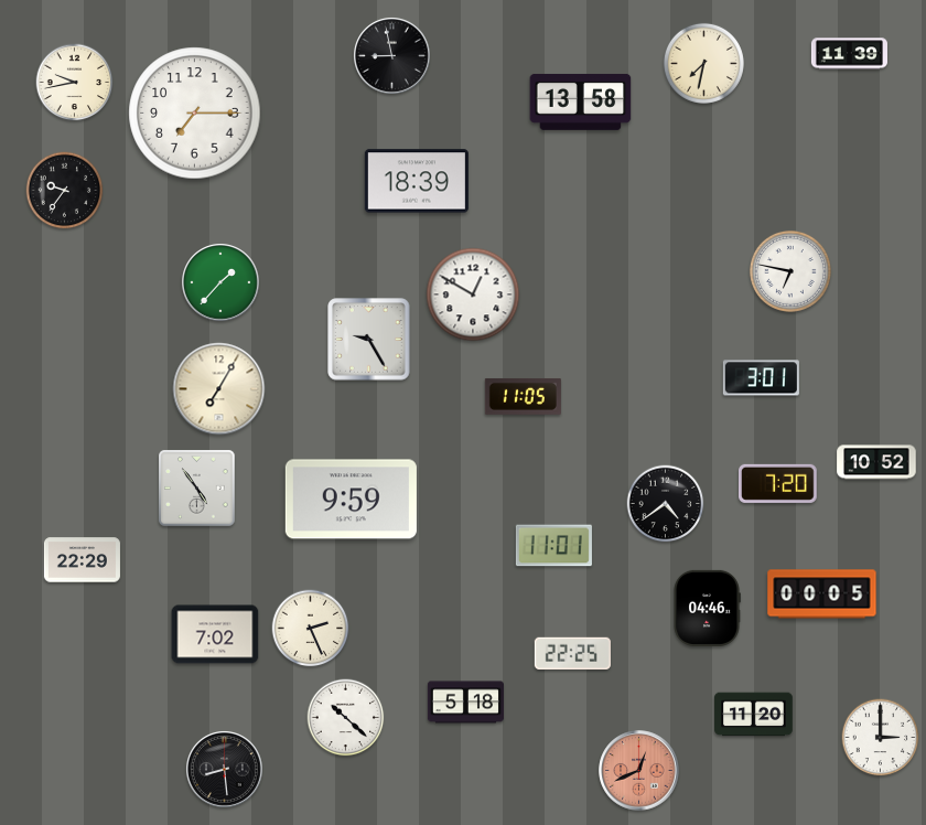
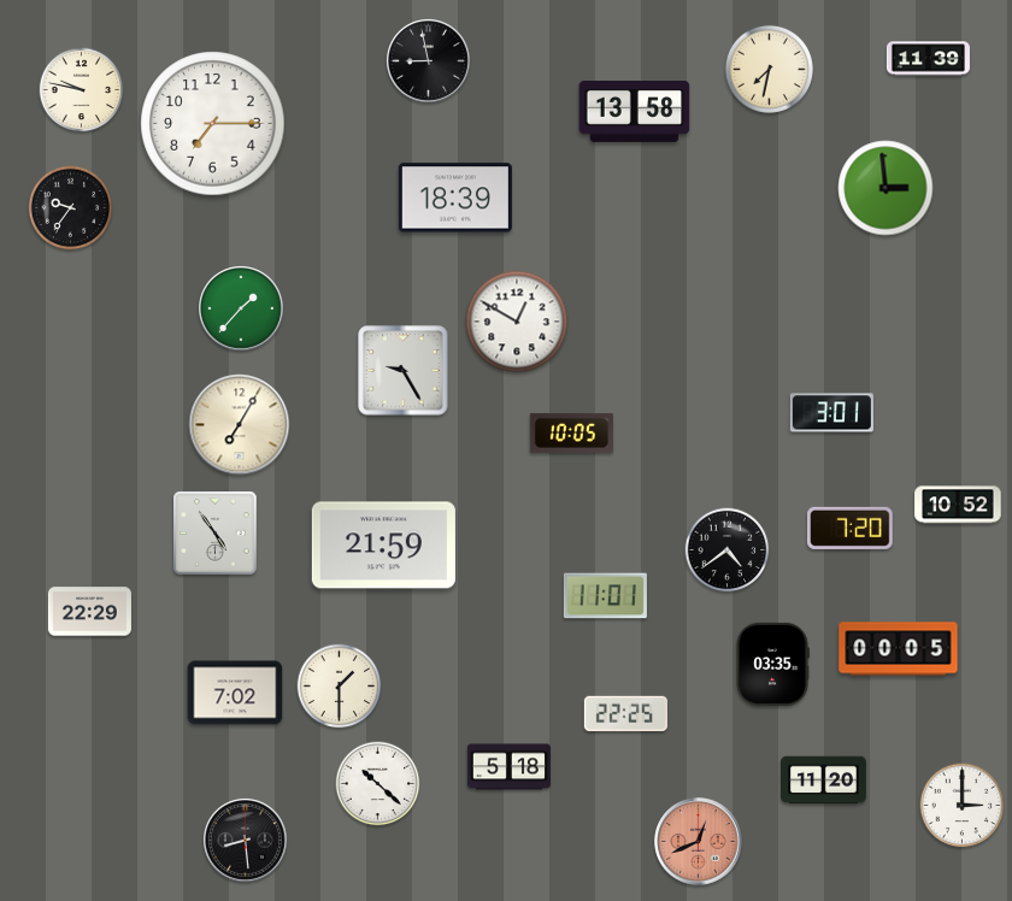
clock at (75, 83): 9:43 -> 9:47
clock at (885, 188): none -> 2:59
clock at (790, 271): 6:47 -> none
clock at (523, 396): 11:05 -> 10:05
clock at (351, 500): 9:59 -> 21:59
clock at (707, 608): 04:46 -> 03:35
clock at (311, 629): 2:26 -> 1:30
